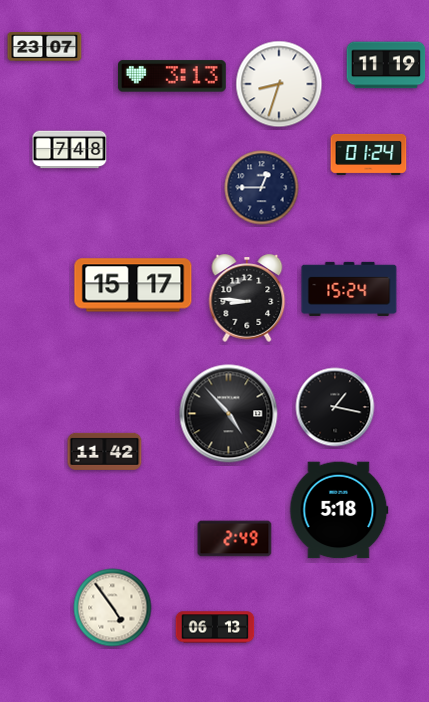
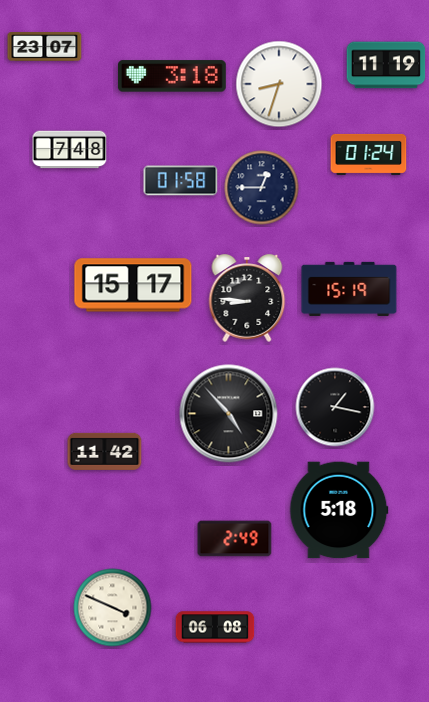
clock at (172, 76): 3:13 -> 3:18
clock at (181, 181): none -> 01:58
clock at (349, 289): 15:24 -> 15:19
clock at (113, 608): 4:54 -> 3:49
clock at (215, 627): 06:13 -> 06:08
